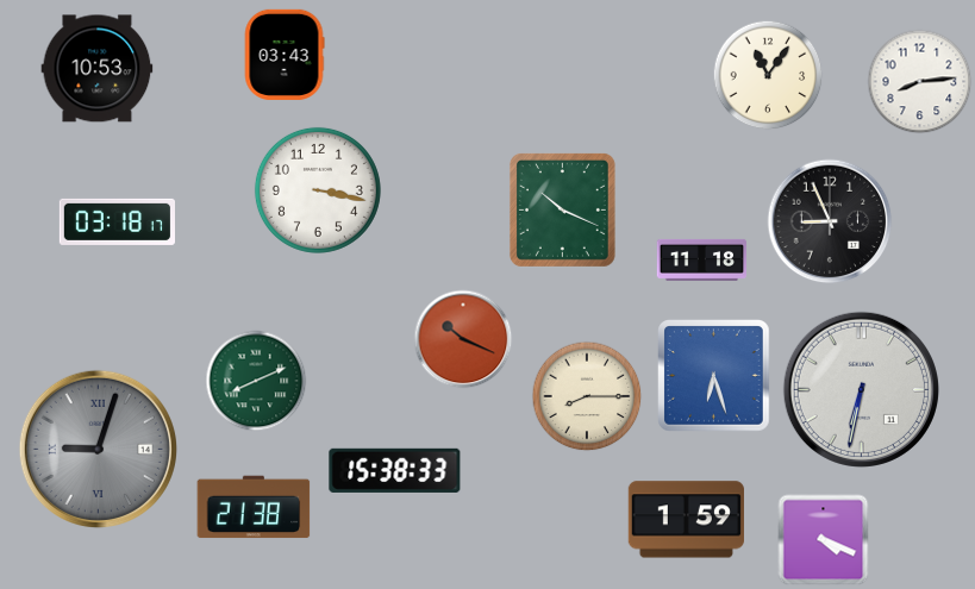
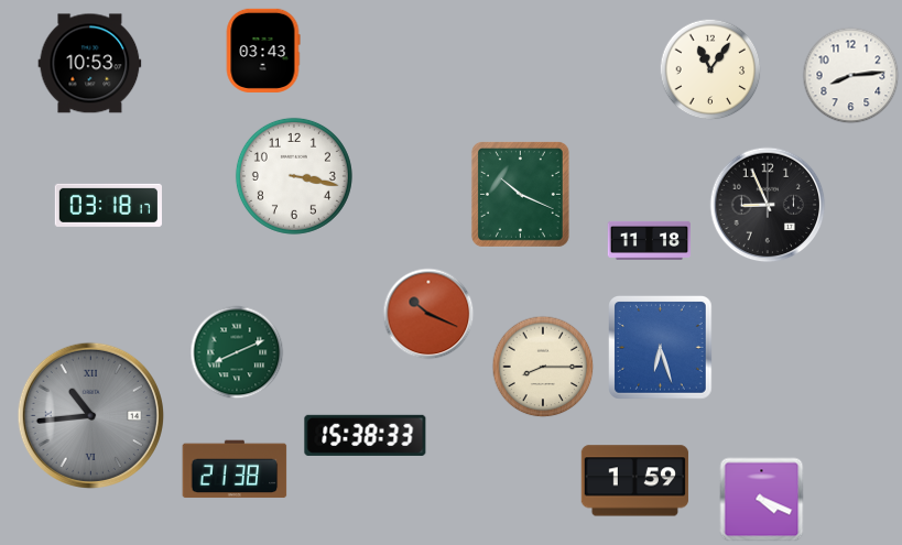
clock at (861, 389): 6:32 -> none
clock at (98, 449): 9:03 -> 10:44
